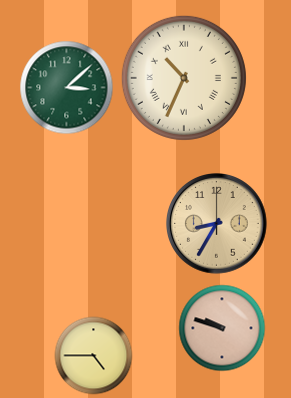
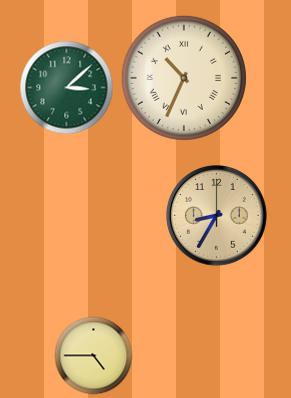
clock at (217, 224) position: (217, 224) -> (217, 216)
clock at (222, 328): 9:48 -> none
